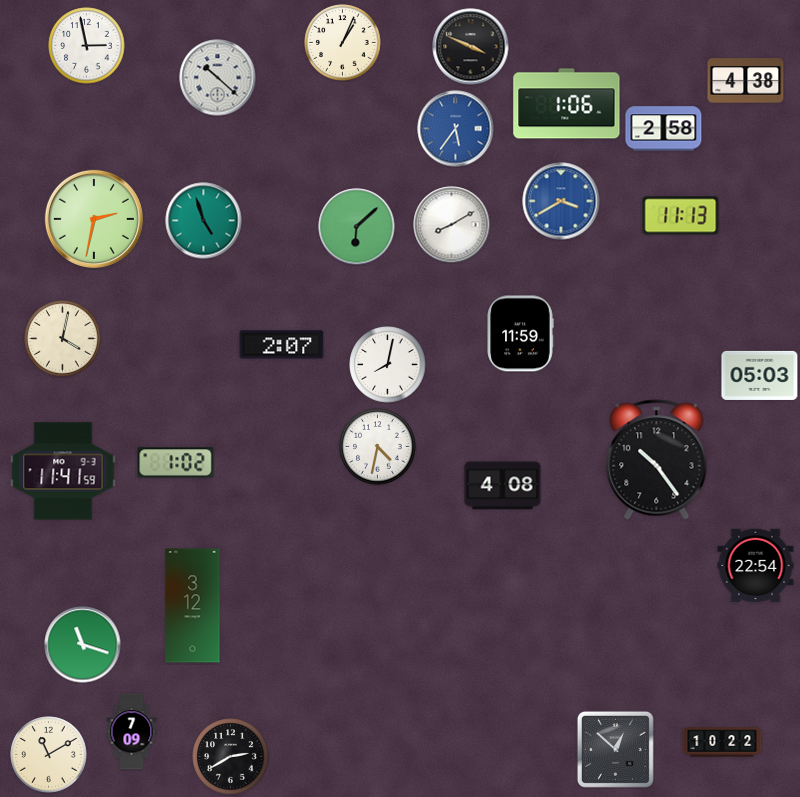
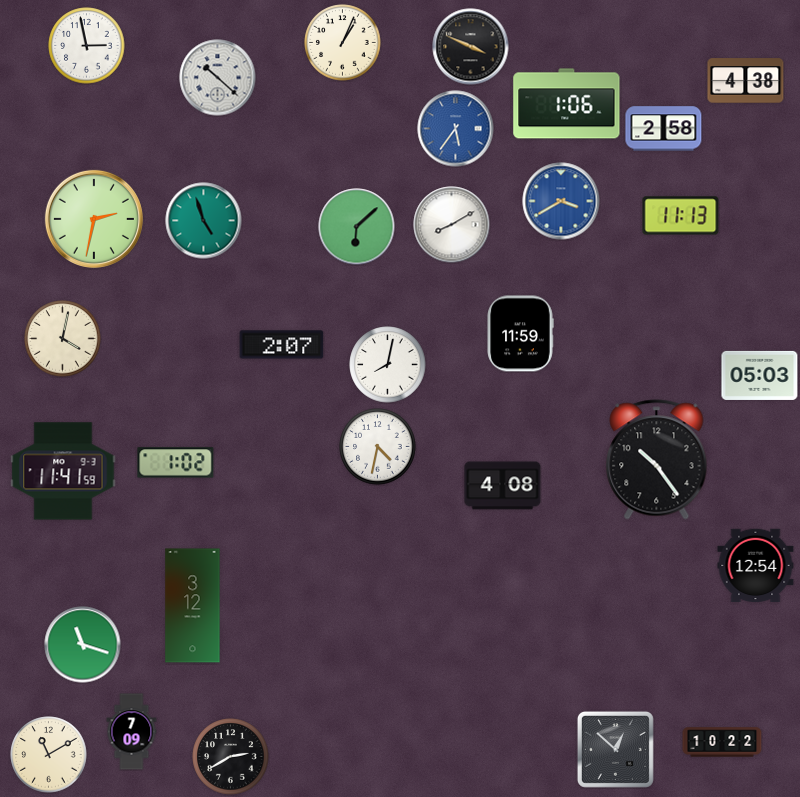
clock at (756, 566): 22:54 -> 12:54
